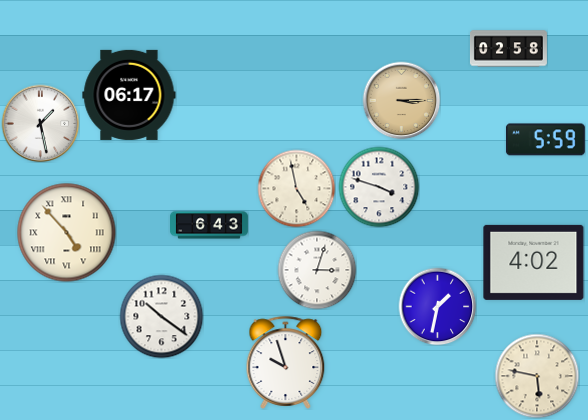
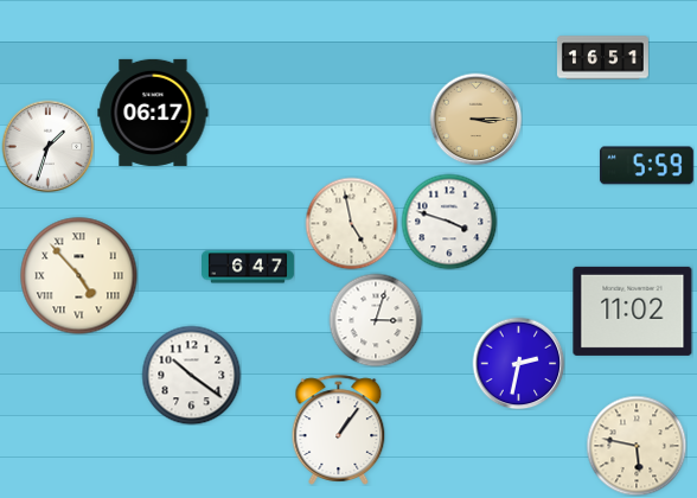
clock at (508, 49): 02:58 -> 16:51
clock at (40, 123): 1:28 -> 1:33
clock at (210, 225): 6:43 -> 6:47
clock at (534, 262): 4:02 -> 11:02
clock at (437, 306): 1:32 -> 2:32
clock at (286, 362): 9:57 -> 1:06
